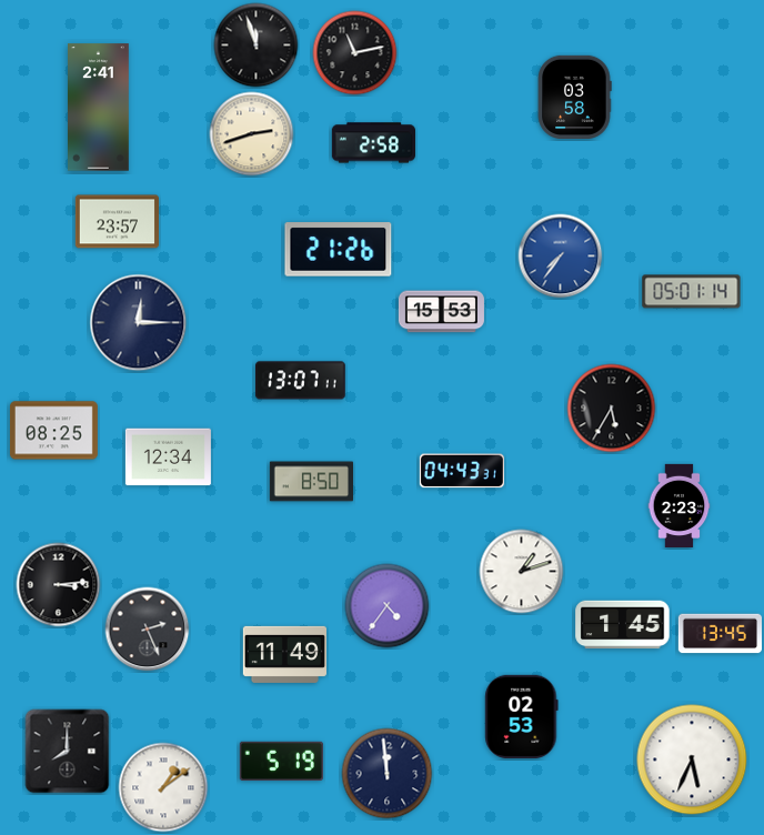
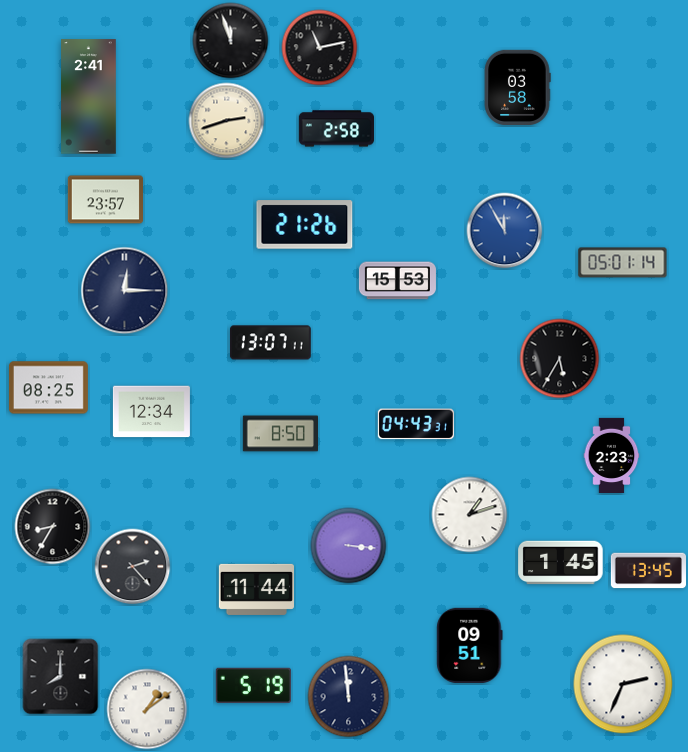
clock at (561, 256): 7:36 -> 11:55
clock at (612, 409) position: (612, 409) -> (560, 359)
clock at (59, 585): 3:14 -> 8:35
clock at (388, 606): 4:36 -> 3:16
clock at (148, 630): 2:26 -> 2:23
clock at (284, 654): 11:49 -> 11:44
clock at (522, 716): 02:53 -> 09:51
clock at (692, 759): 5:34 -> 2:34
